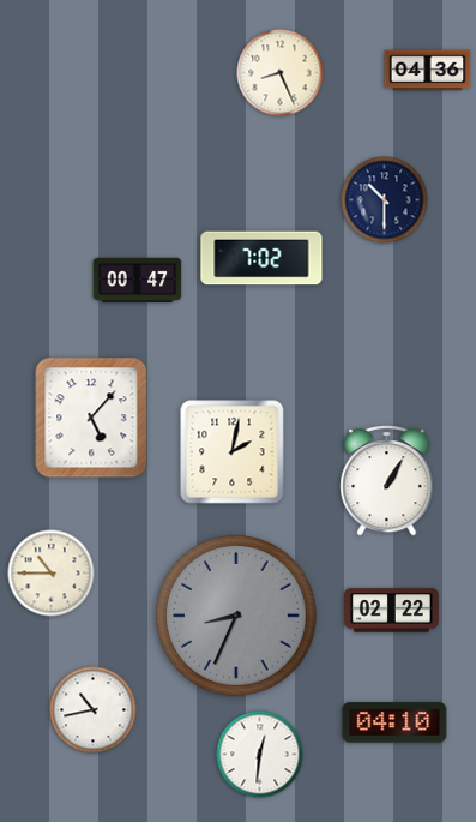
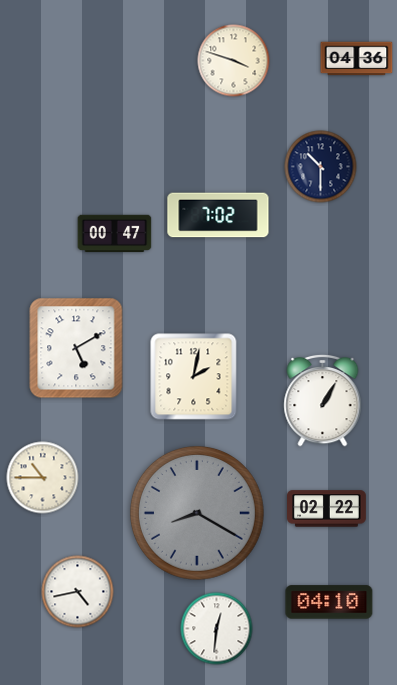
clock at (281, 73): 8:26 -> 3:48
clock at (91, 418): 5:07 -> 5:10
clock at (236, 616): 8:34 -> 8:20
clock at (94, 710): 10:43 -> 4:43
